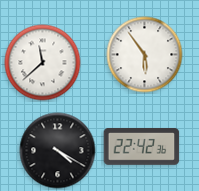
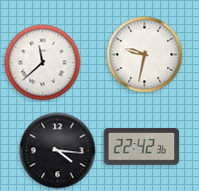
clock at (145, 55): 5:54 -> 9:32
clock at (58, 151): 4:20 -> 4:16
